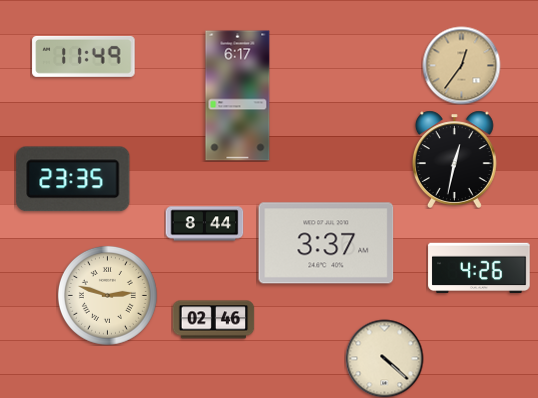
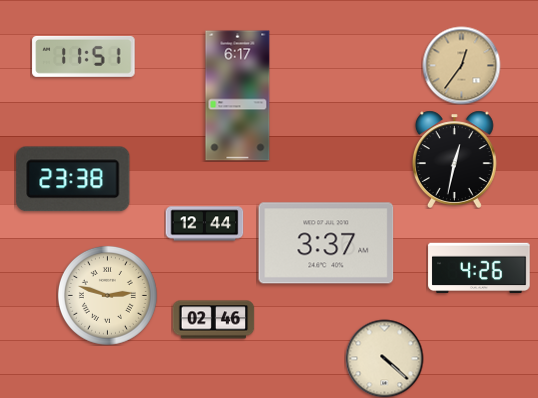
clock at (84, 56): 11:49 -> 11:51
clock at (73, 179): 23:35 -> 23:38
clock at (204, 224): 8:44 -> 12:44
